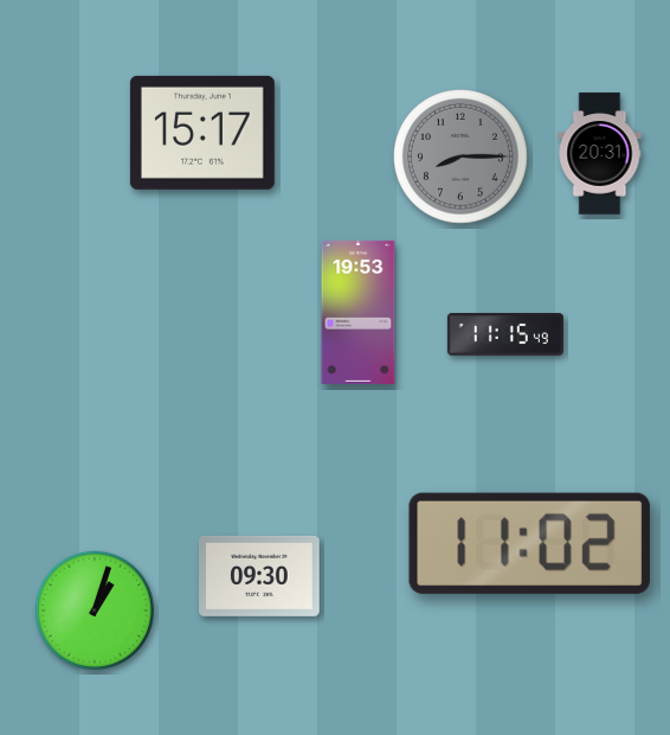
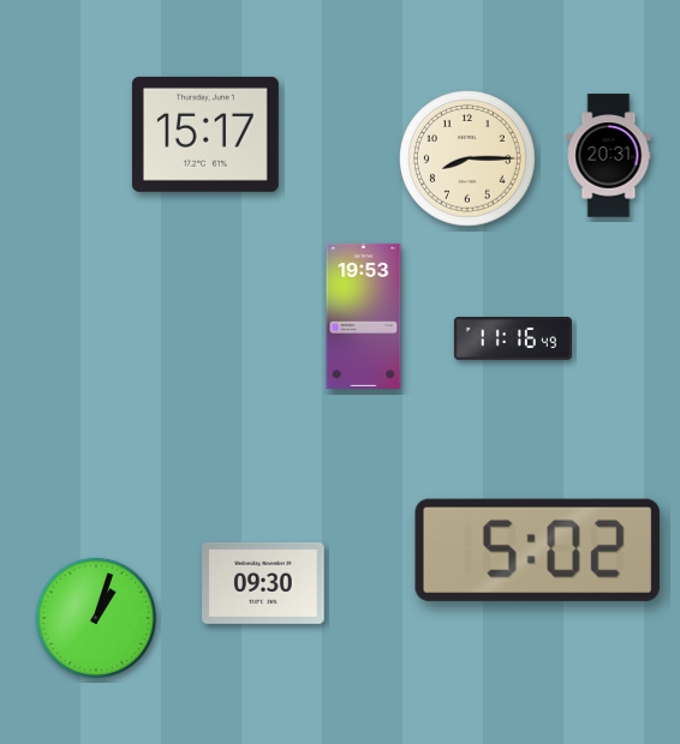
clock at (462, 158) dial: grey -> cream
clock at (505, 335): 11:15 -> 11:16
clock at (529, 543): 11:02 -> 5:02
